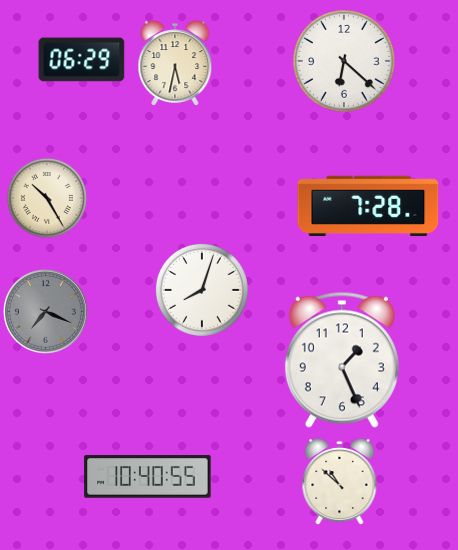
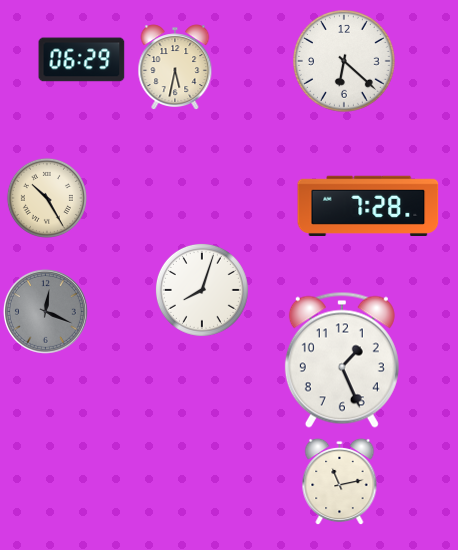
clock at (175, 63) position: (175, 63) -> (175, 67)
clock at (45, 311): 7:19 -> 12:19
clock at (148, 477): 10:40 -> none
clock at (340, 482): 10:52 -> 11:13
